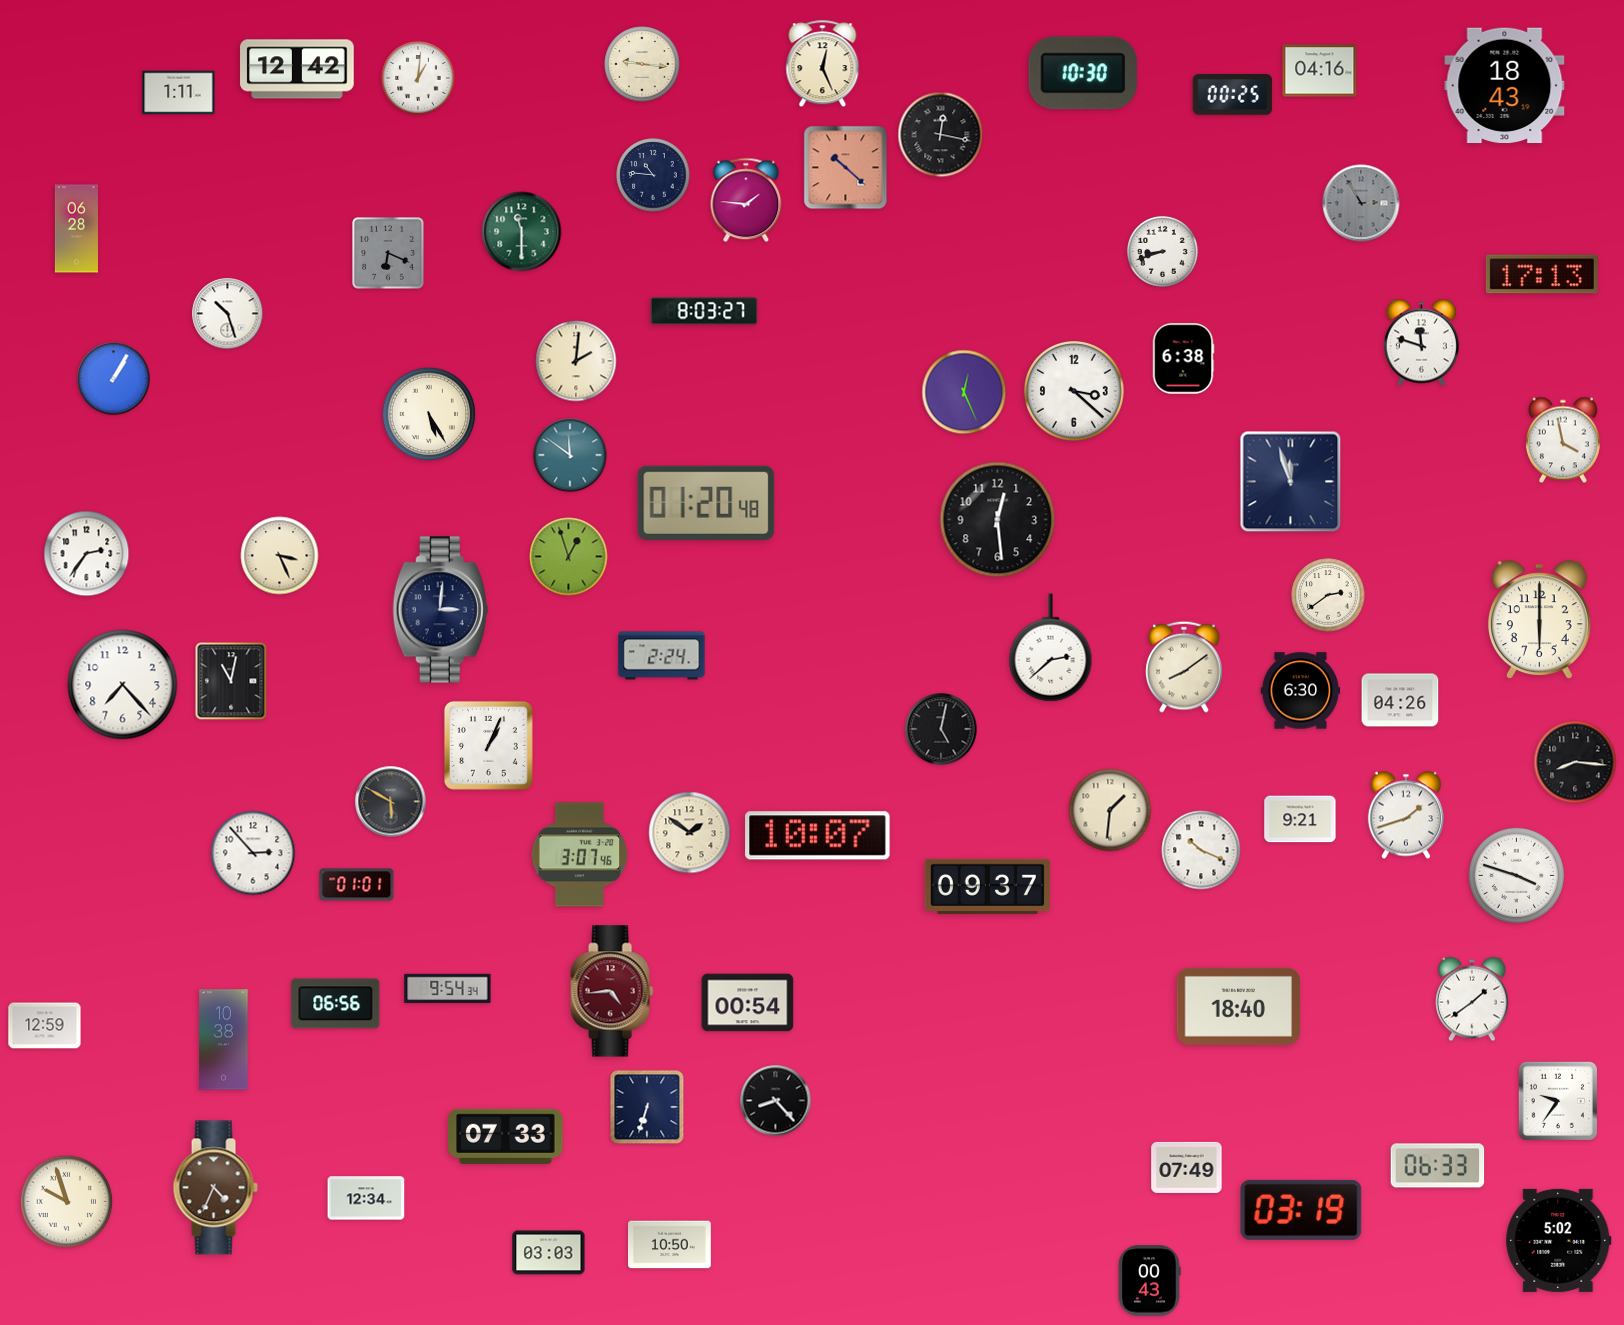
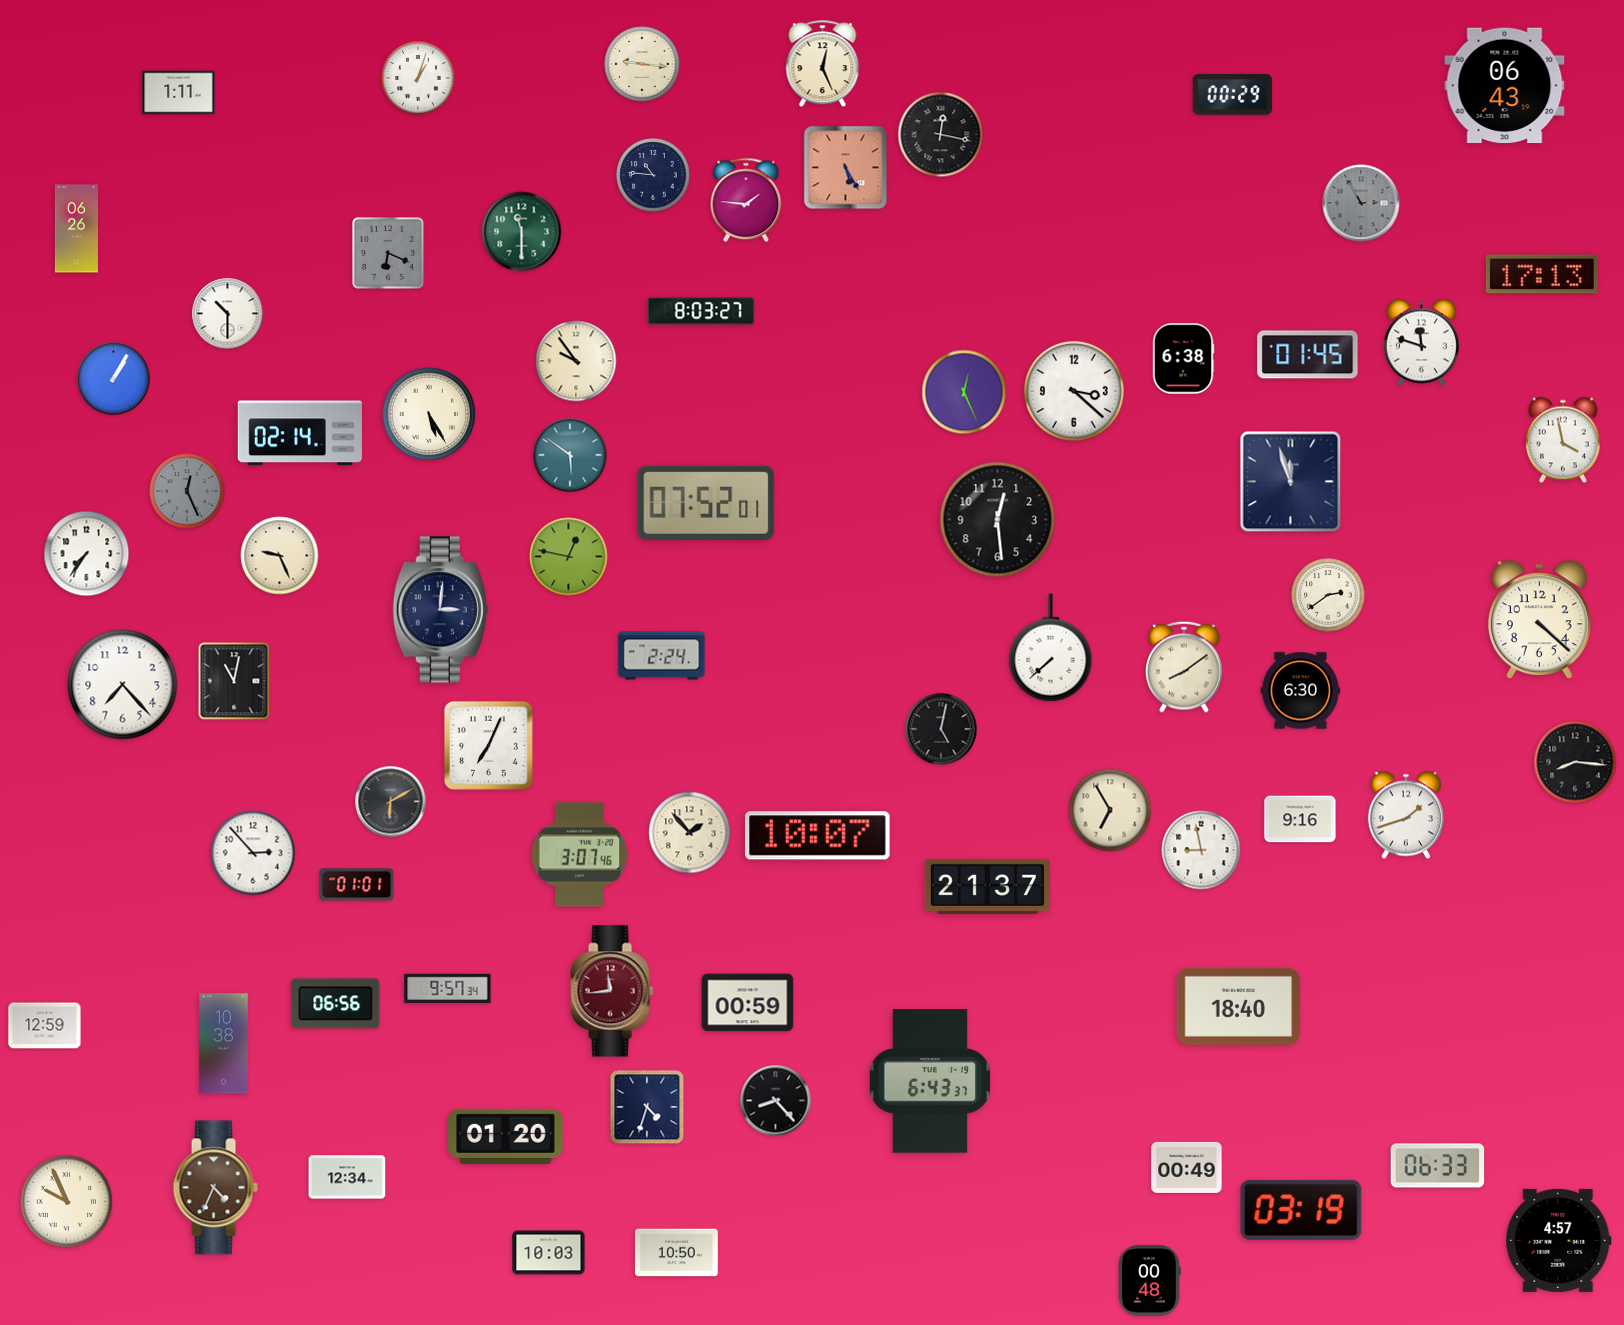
clock at (297, 69): 12:42 -> none
clock at (1320, 71): 04:16 -> none
clock at (1083, 73): 10:30 -> none
clock at (418, 78): 1:01 -> 1:03
clock at (1505, 86): 18:43 -> 06:43
clock at (1233, 95): 00:25 -> 00:29
clock at (846, 168): 10:22 -> 5:25
clock at (76, 229): 06:28 -> 06:26
clock at (1163, 252): 8:42 -> none
clock at (704, 311) position: (704, 311) -> (701, 311)
clock at (228, 314): 10:27 -> 10:30
clock at (1308, 355): none -> 01:45
clock at (576, 361): 2:01 -> 9:54
clock at (300, 433): none -> 02:14
clock at (570, 455): 11:51 -> 5:51
clock at (187, 491): none -> 12:26
clock at (706, 503): 01:20 -> 07:52
clock at (87, 554): 2:36 -> 7:36
clock at (280, 556): 3:26 -> 9:26
clock at (569, 557): 12:57 -> 12:47
clock at (1539, 619): 6:00 -> 4:22
clock at (1051, 648): 2:38 -> 7:38
clock at (231, 681) position: (231, 681) -> (234, 681)
clock at (1400, 700): 04:26 -> none
clock at (488, 745): 1:04 -> 7:04
clock at (391, 802): 5:50 -> 6:10
clock at (1110, 810): 1:31 -> 6:55
clock at (1300, 819): 9:21 -> 9:16
clock at (690, 833): 1:51 -> 1:53
clock at (1201, 850): 10:19 -> 8:58
clock at (1516, 875): 3:48 -> none
clock at (987, 886): 09:37 -> 21:37
clock at (448, 988): 9:54 -> 9:57
clock at (612, 991): 4:44 -> 11:44
clock at (1472, 999): 1:39 -> none
clock at (748, 1003): 00:54 -> 00:59
clock at (224, 1040) position: (224, 1040) -> (224, 1044)
clock at (930, 1081): none -> 6:43
clock at (1558, 1101): 9:36 -> none
clock at (647, 1107): 6:33 -> 4:33
clock at (506, 1136): 07:33 -> 01:20
clock at (1187, 1167): 07:49 -> 00:49
clock at (366, 1198) position: (366, 1198) -> (347, 1177)
clock at (67, 1202): 9:57 -> 9:56
clock at (1559, 1240): 5:02 -> 4:57
clock at (670, 1245) position: (670, 1245) -> (677, 1253)
clock at (549, 1253): 03:03 -> 10:03
clock at (1149, 1281): 00:43 -> 00:48
